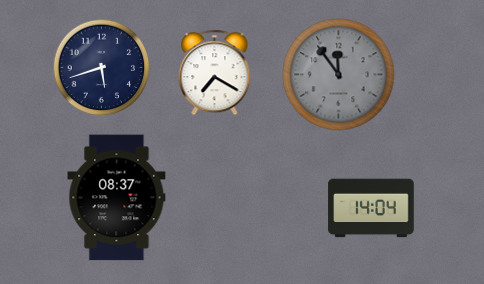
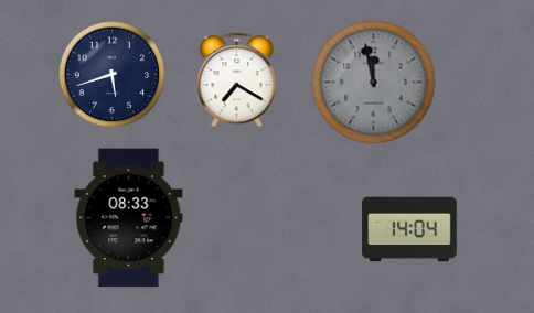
clock at (339, 75): 11:54 -> 11:58
clock at (117, 198): 08:37 -> 08:33
